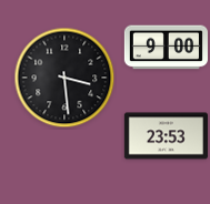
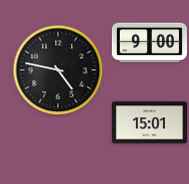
clock at (64, 78): 3:29 -> 4:47
clock at (166, 136): 23:53 -> 15:01
